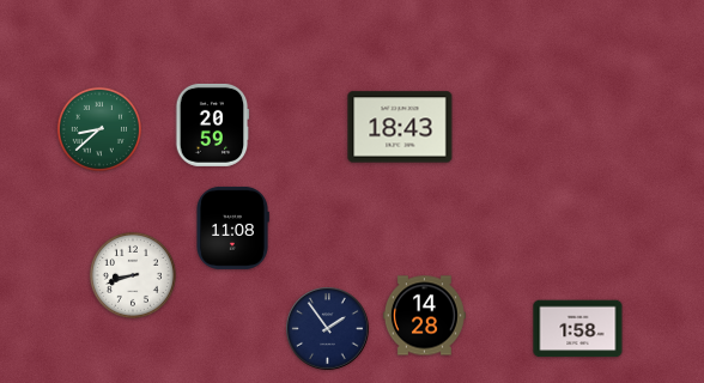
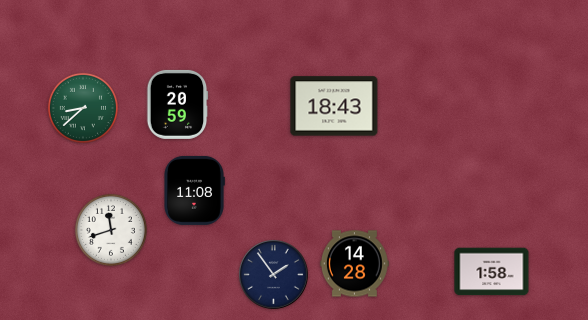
clock at (133, 275): 8:42 -> 11:42
clock at (578, 329) position: (578, 329) -> (492, 272)
